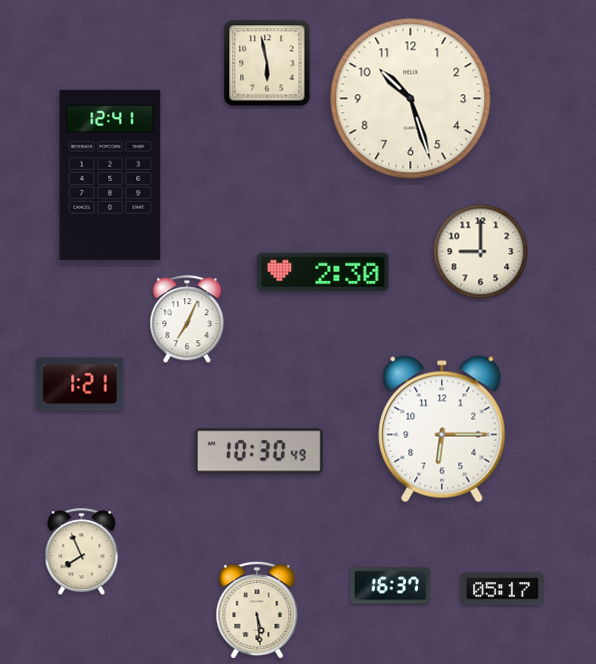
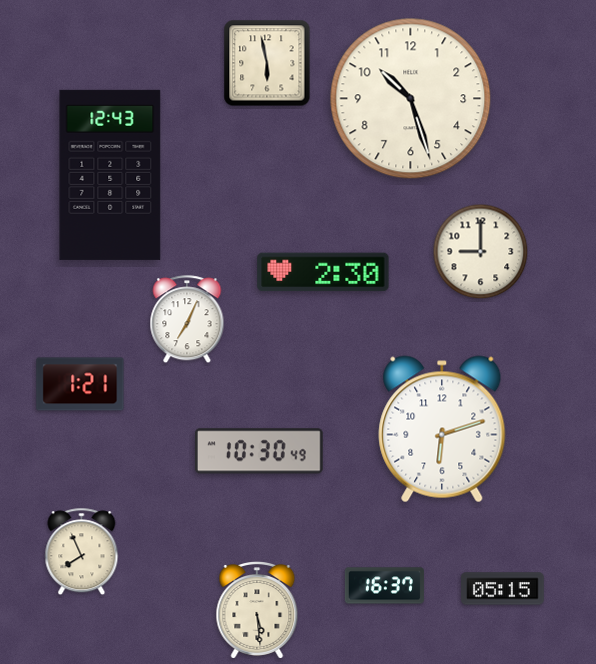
clock at (110, 175): 12:41 -> 12:43
clock at (442, 429): 6:15 -> 6:12
clock at (390, 586) position: (390, 586) -> (384, 586)
clock at (503, 589): 05:17 -> 05:15
